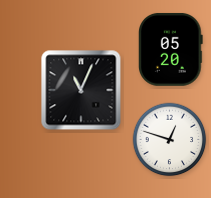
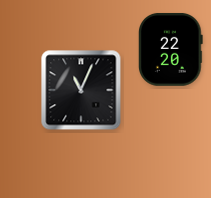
clock at (171, 50): 05:20 -> 22:20
clock at (170, 140): 12:48 -> none
